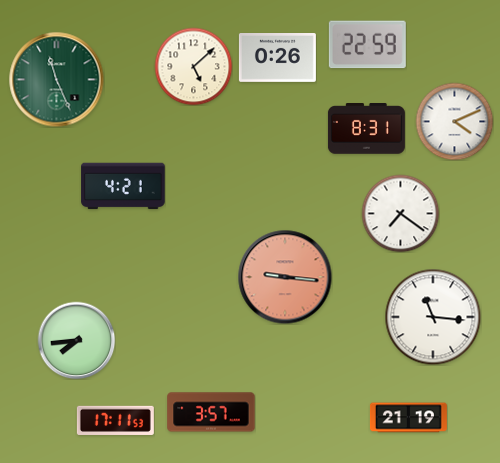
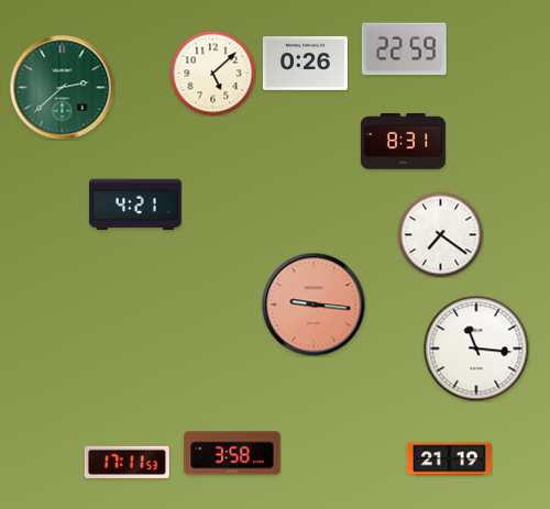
clock at (56, 79): 11:26 -> 2:38
clock at (454, 121): 4:11 -> none
clock at (76, 340): 7:44 -> none
clock at (211, 412): 3:57 -> 3:58
